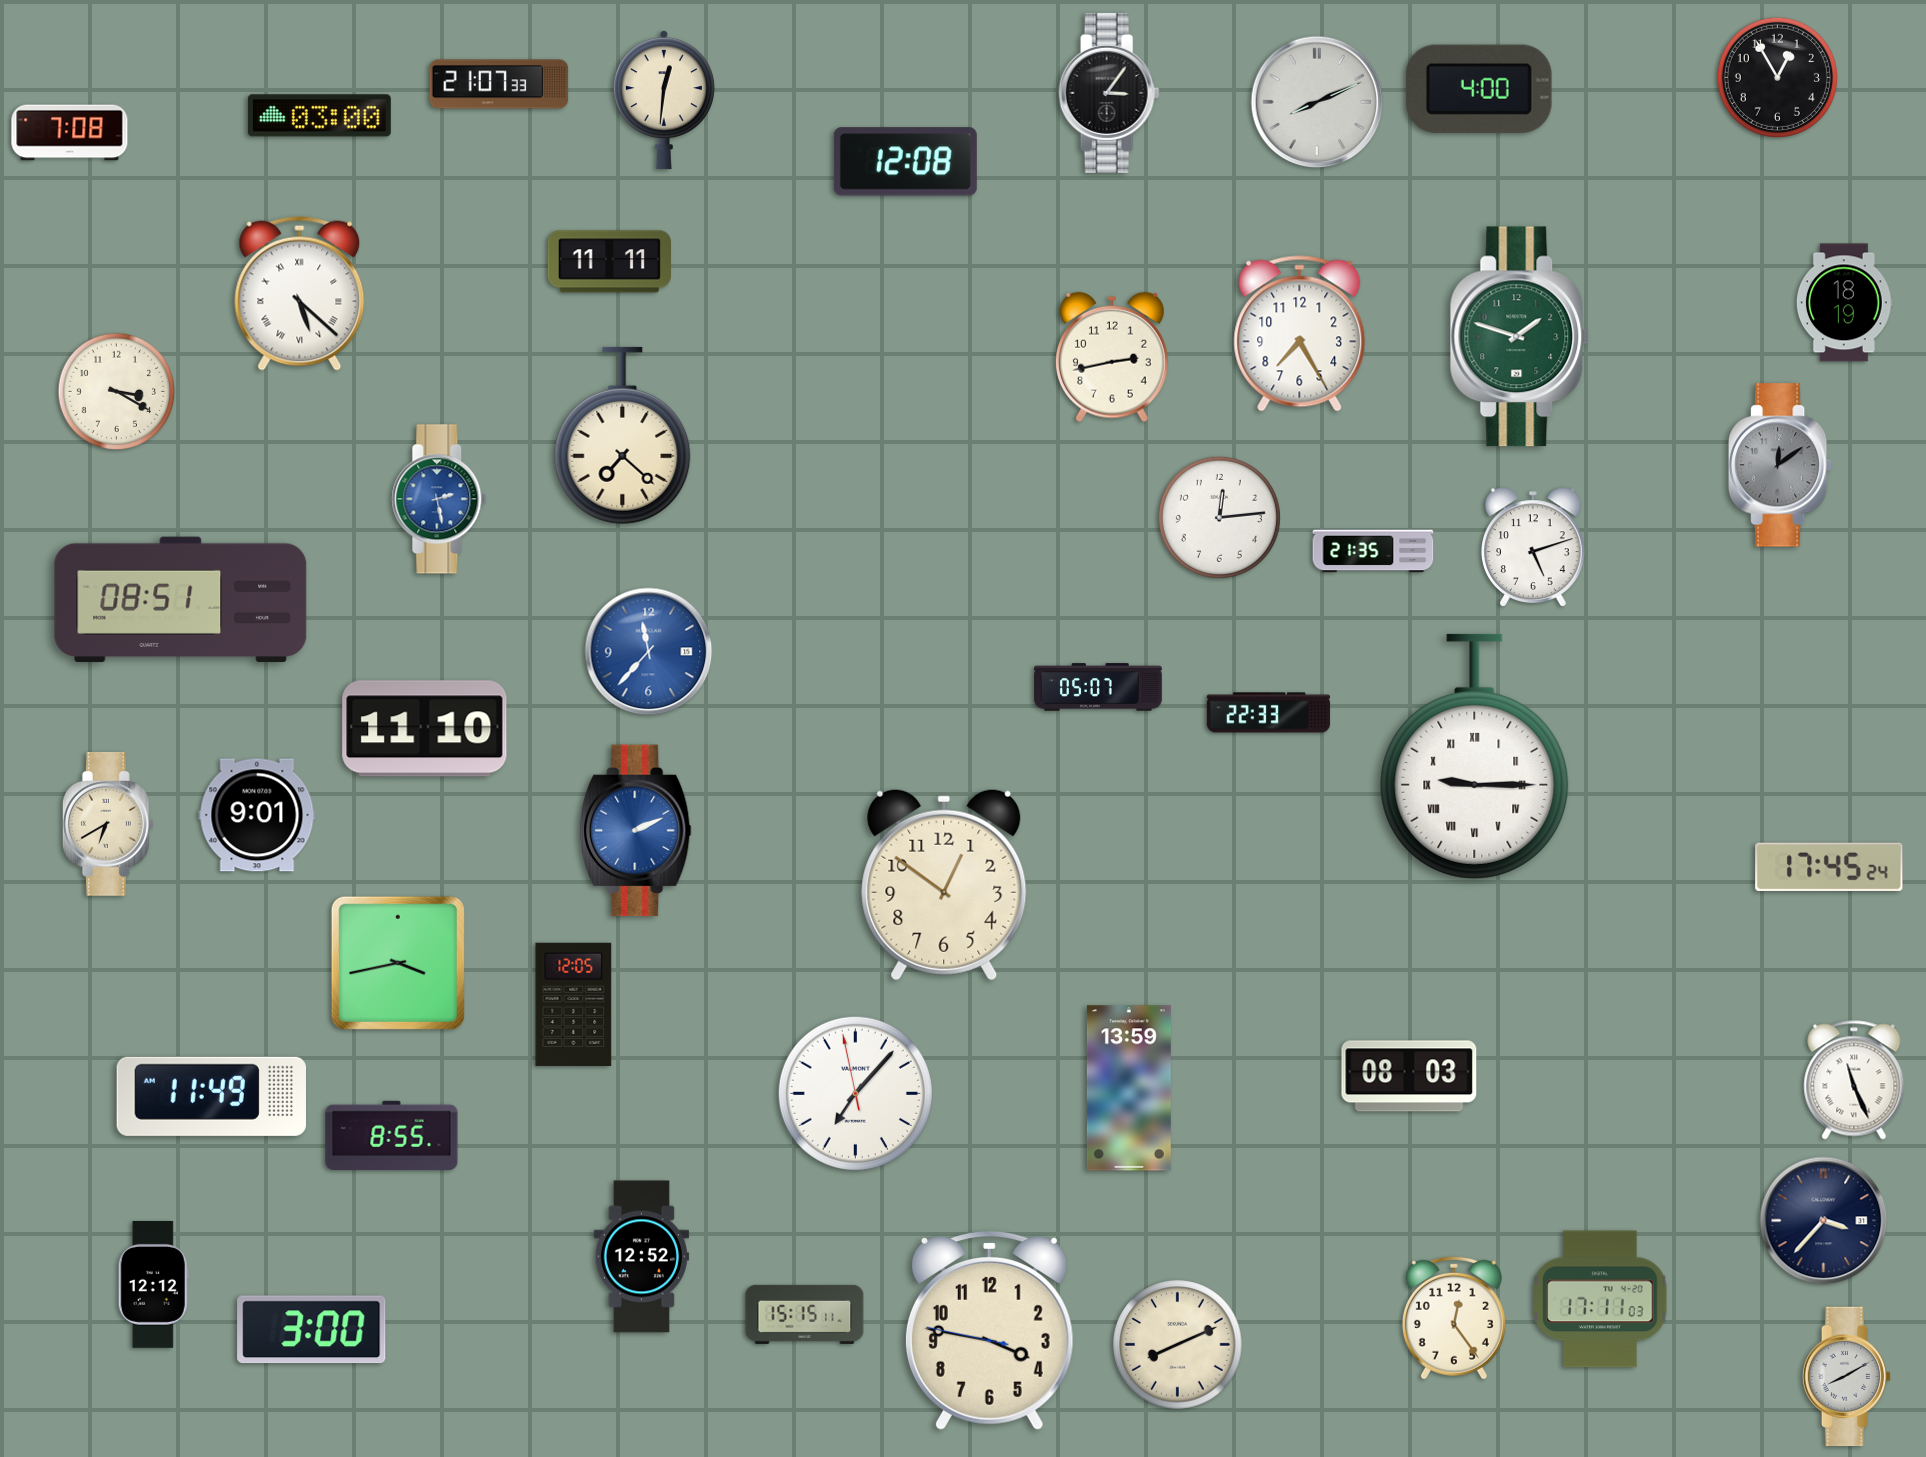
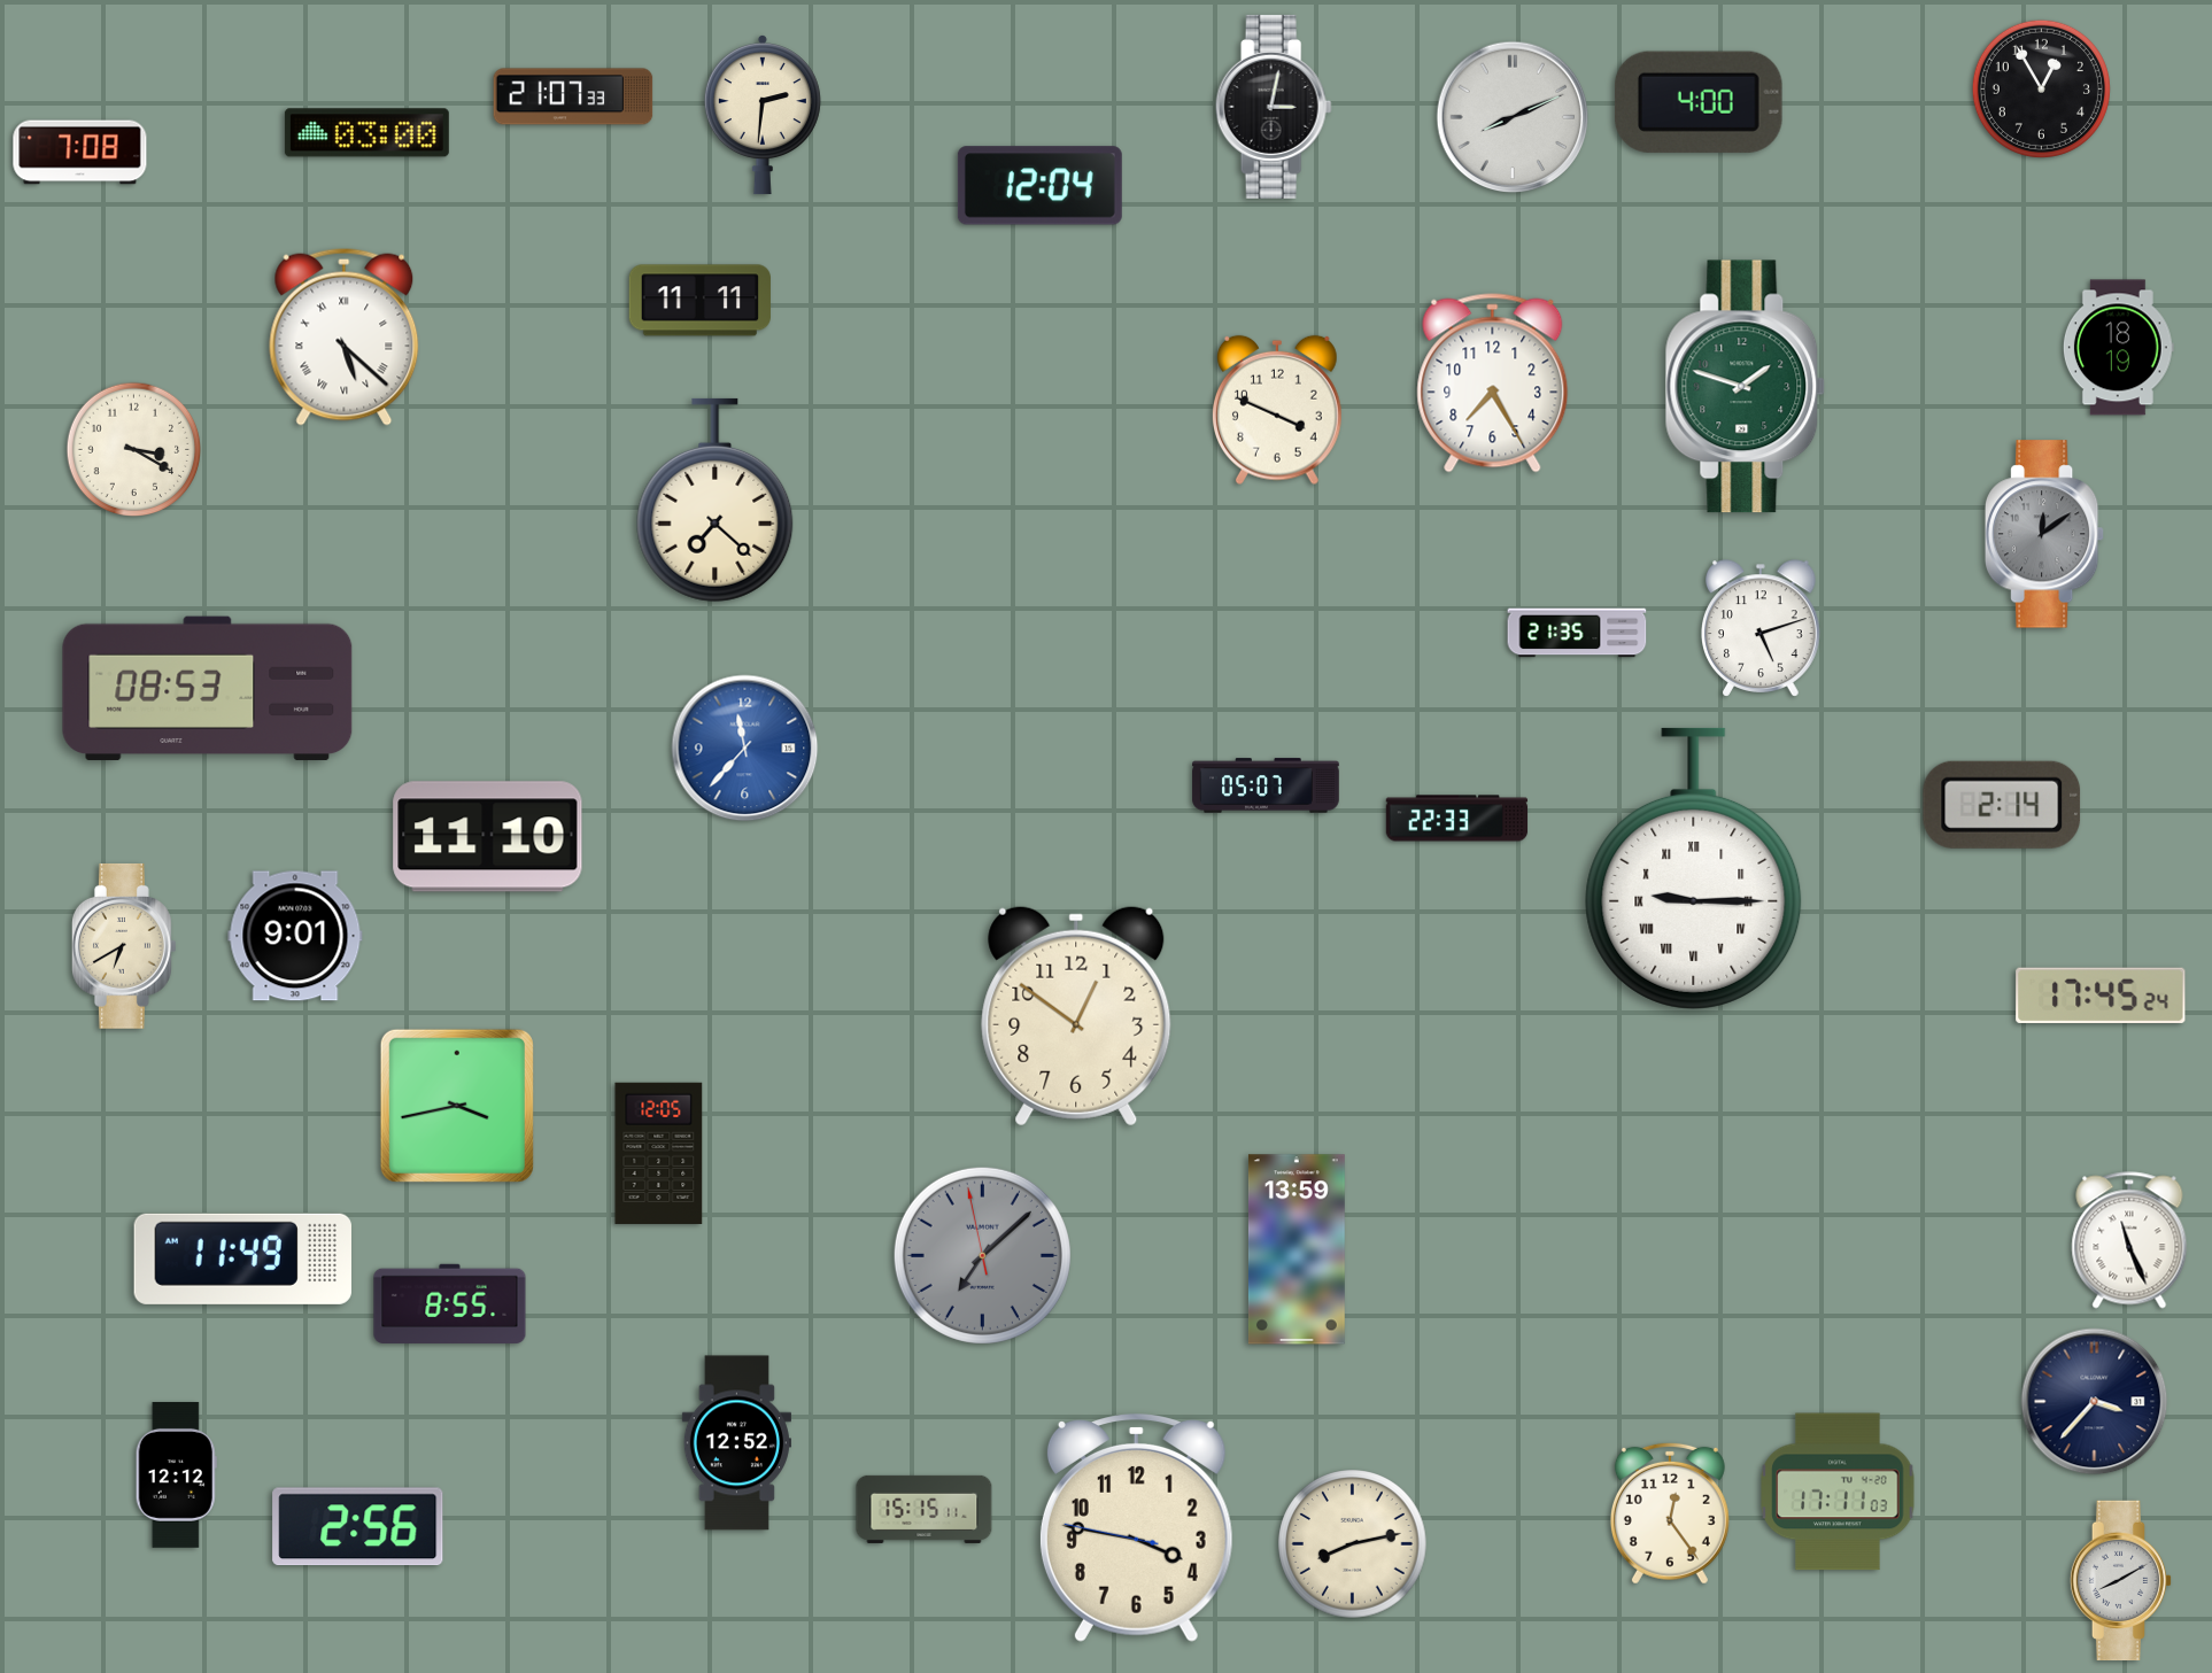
clock at (1109, 93): 3:06 -> 3:02
clock at (664, 101): 12:31 -> 2:31
clock at (905, 162): 12:08 -> 12:04
clock at (1112, 357): 2:43 -> 3:49
clock at (439, 499): 2:28 -> none
clock at (1219, 517): 12:14 -> none
clock at (181, 600): 08:51 -> 08:53
clock at (1098, 687) position: (1098, 687) -> (1266, 785)
clock at (2002, 805): none -> 2:14
clock at (636, 831): 2:11 -> none
clock at (944, 885) position: (944, 885) -> (1076, 1016)
clock at (1409, 1076): 08:03 -> none
clock at (855, 1093): 7:06 -> 7:07
clock at (855, 1093) dial: white -> grey
clock at (312, 1330): 3:00 -> 2:56
clock at (1178, 1345): 8:11 -> 8:13
